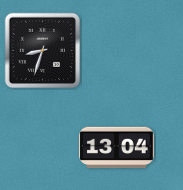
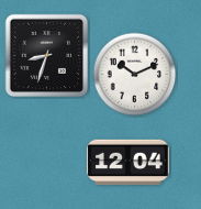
clock at (135, 75): none -> 10:11
clock at (117, 148): 13:04 -> 12:04
